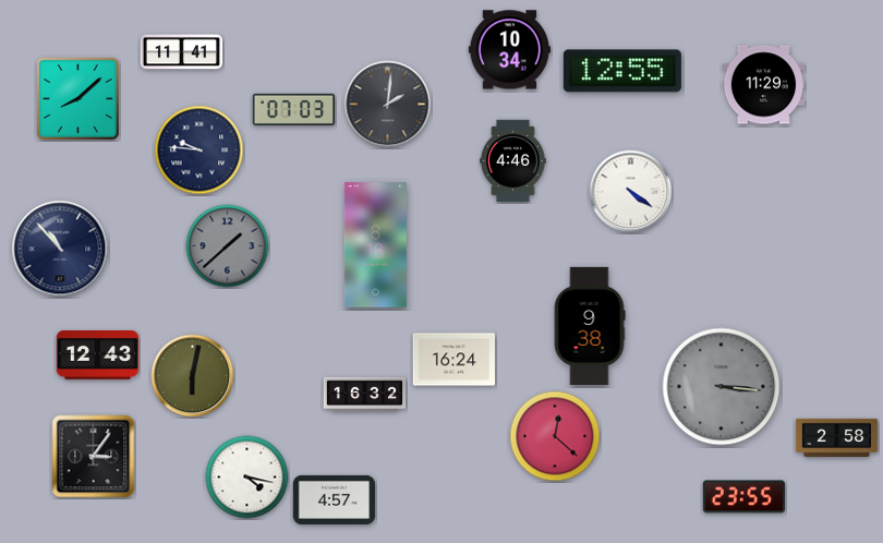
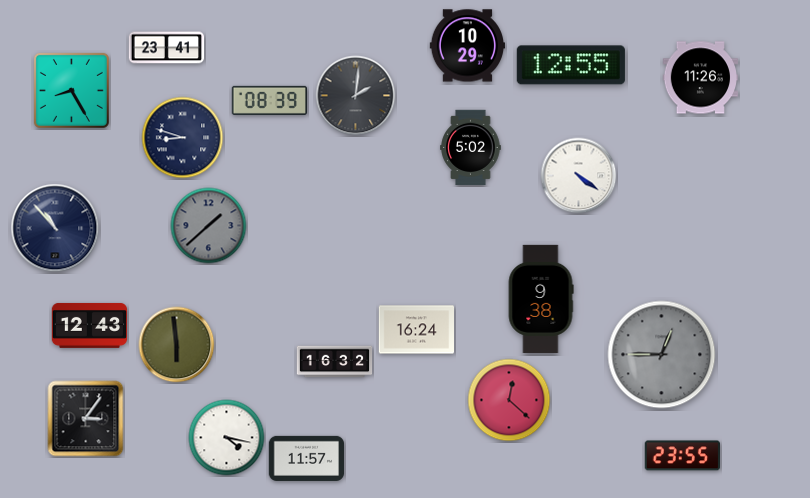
clock at (509, 50): 10:34 -> 10:29
clock at (182, 52): 11:41 -> 23:41
clock at (763, 85): 11:29 -> 11:26
clock at (77, 98): 8:08 -> 8:25
clock at (294, 109): 07:03 -> 08:39
clock at (199, 150): 9:46 -> 8:48
clock at (513, 161): 4:46 -> 5:02
clock at (375, 245): 8:18 -> none
clock at (193, 376): 6:02 -> 5:59
clock at (722, 387): 3:16 -> 12:45
clock at (837, 437): 2:58 -> none
clock at (335, 499): 4:57 -> 11:57
